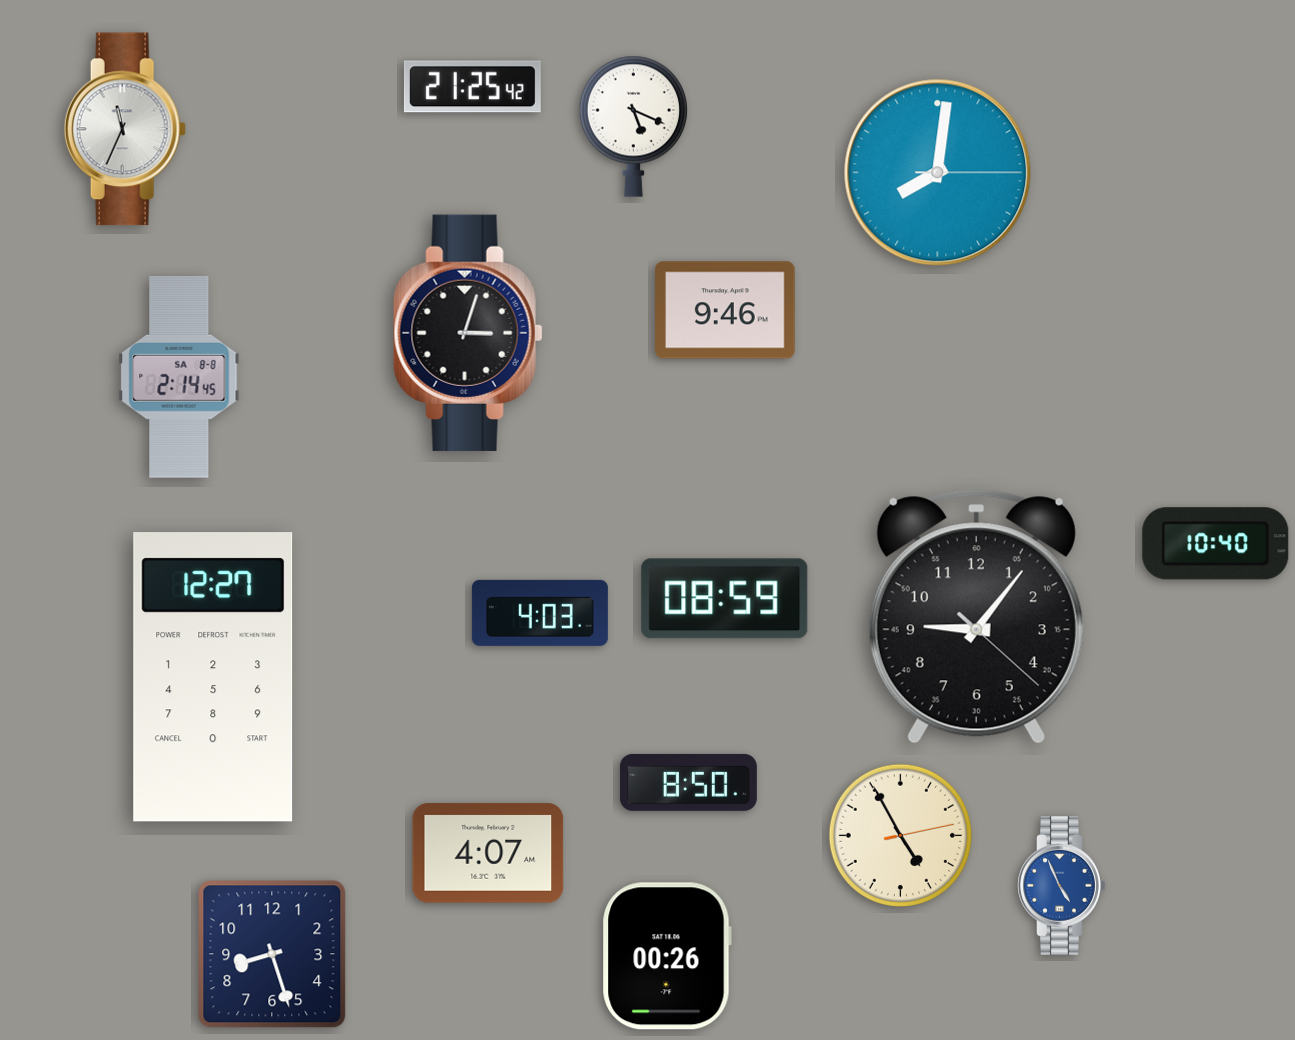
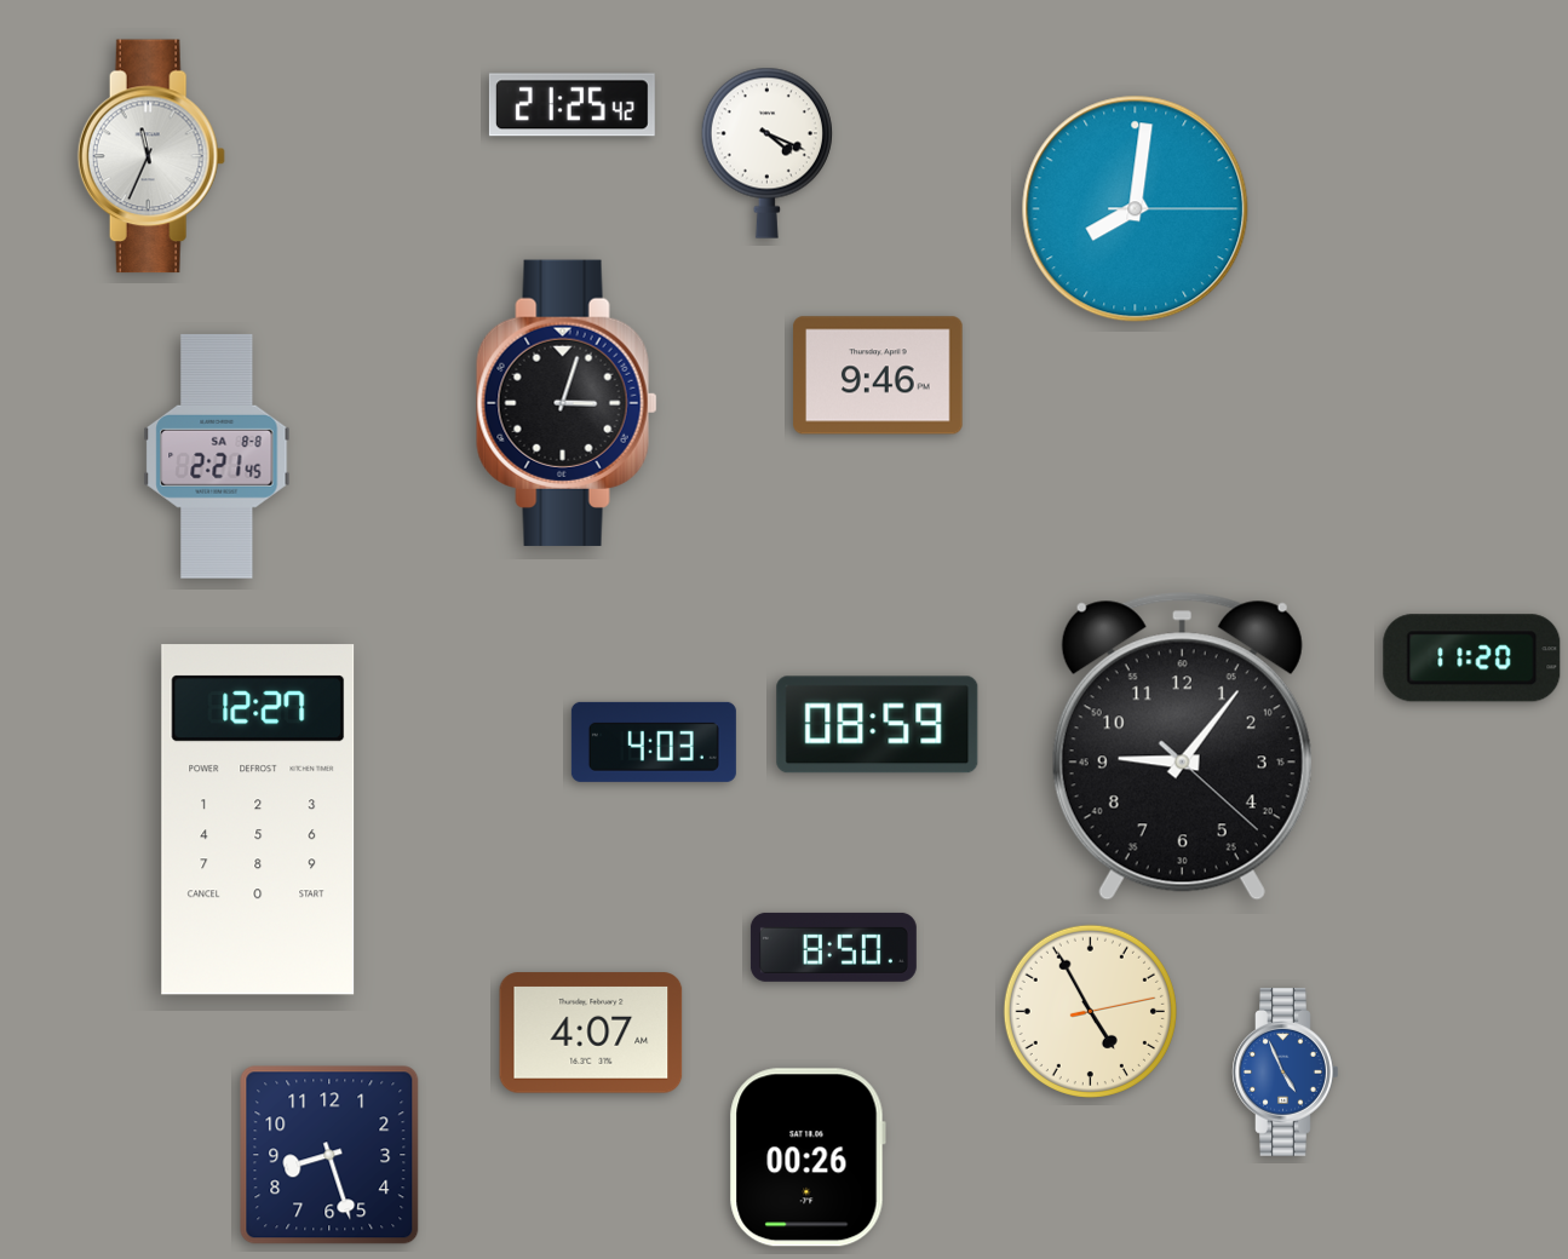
clock at (633, 126): 5:19 -> 4:19
clock at (179, 377): 2:14 -> 2:21
clock at (1216, 544): 10:40 -> 11:20
